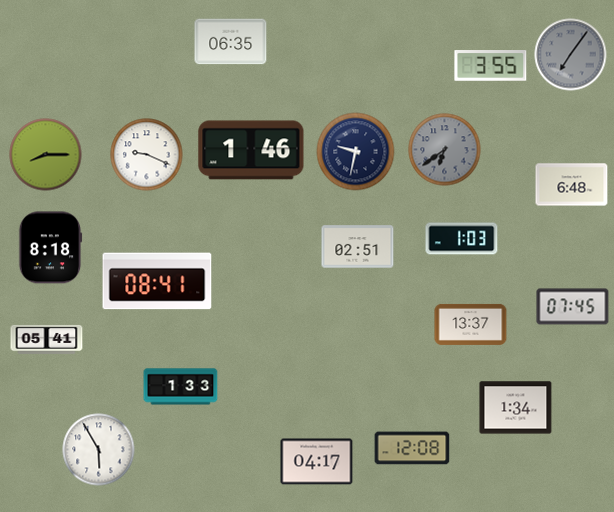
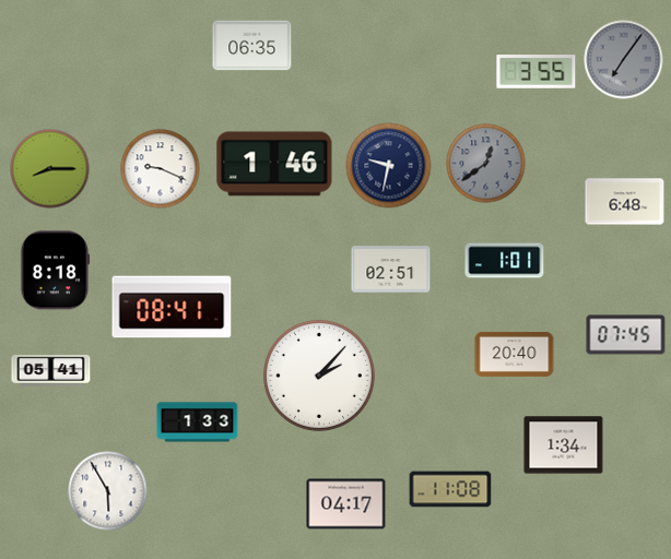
clock at (445, 150): 6:39 -> 12:39
clock at (462, 239): 1:03 -> 1:01
clock at (471, 324): 13:37 -> 20:40
clock at (319, 376): none -> 2:07
clock at (412, 448): 12:08 -> 11:08
